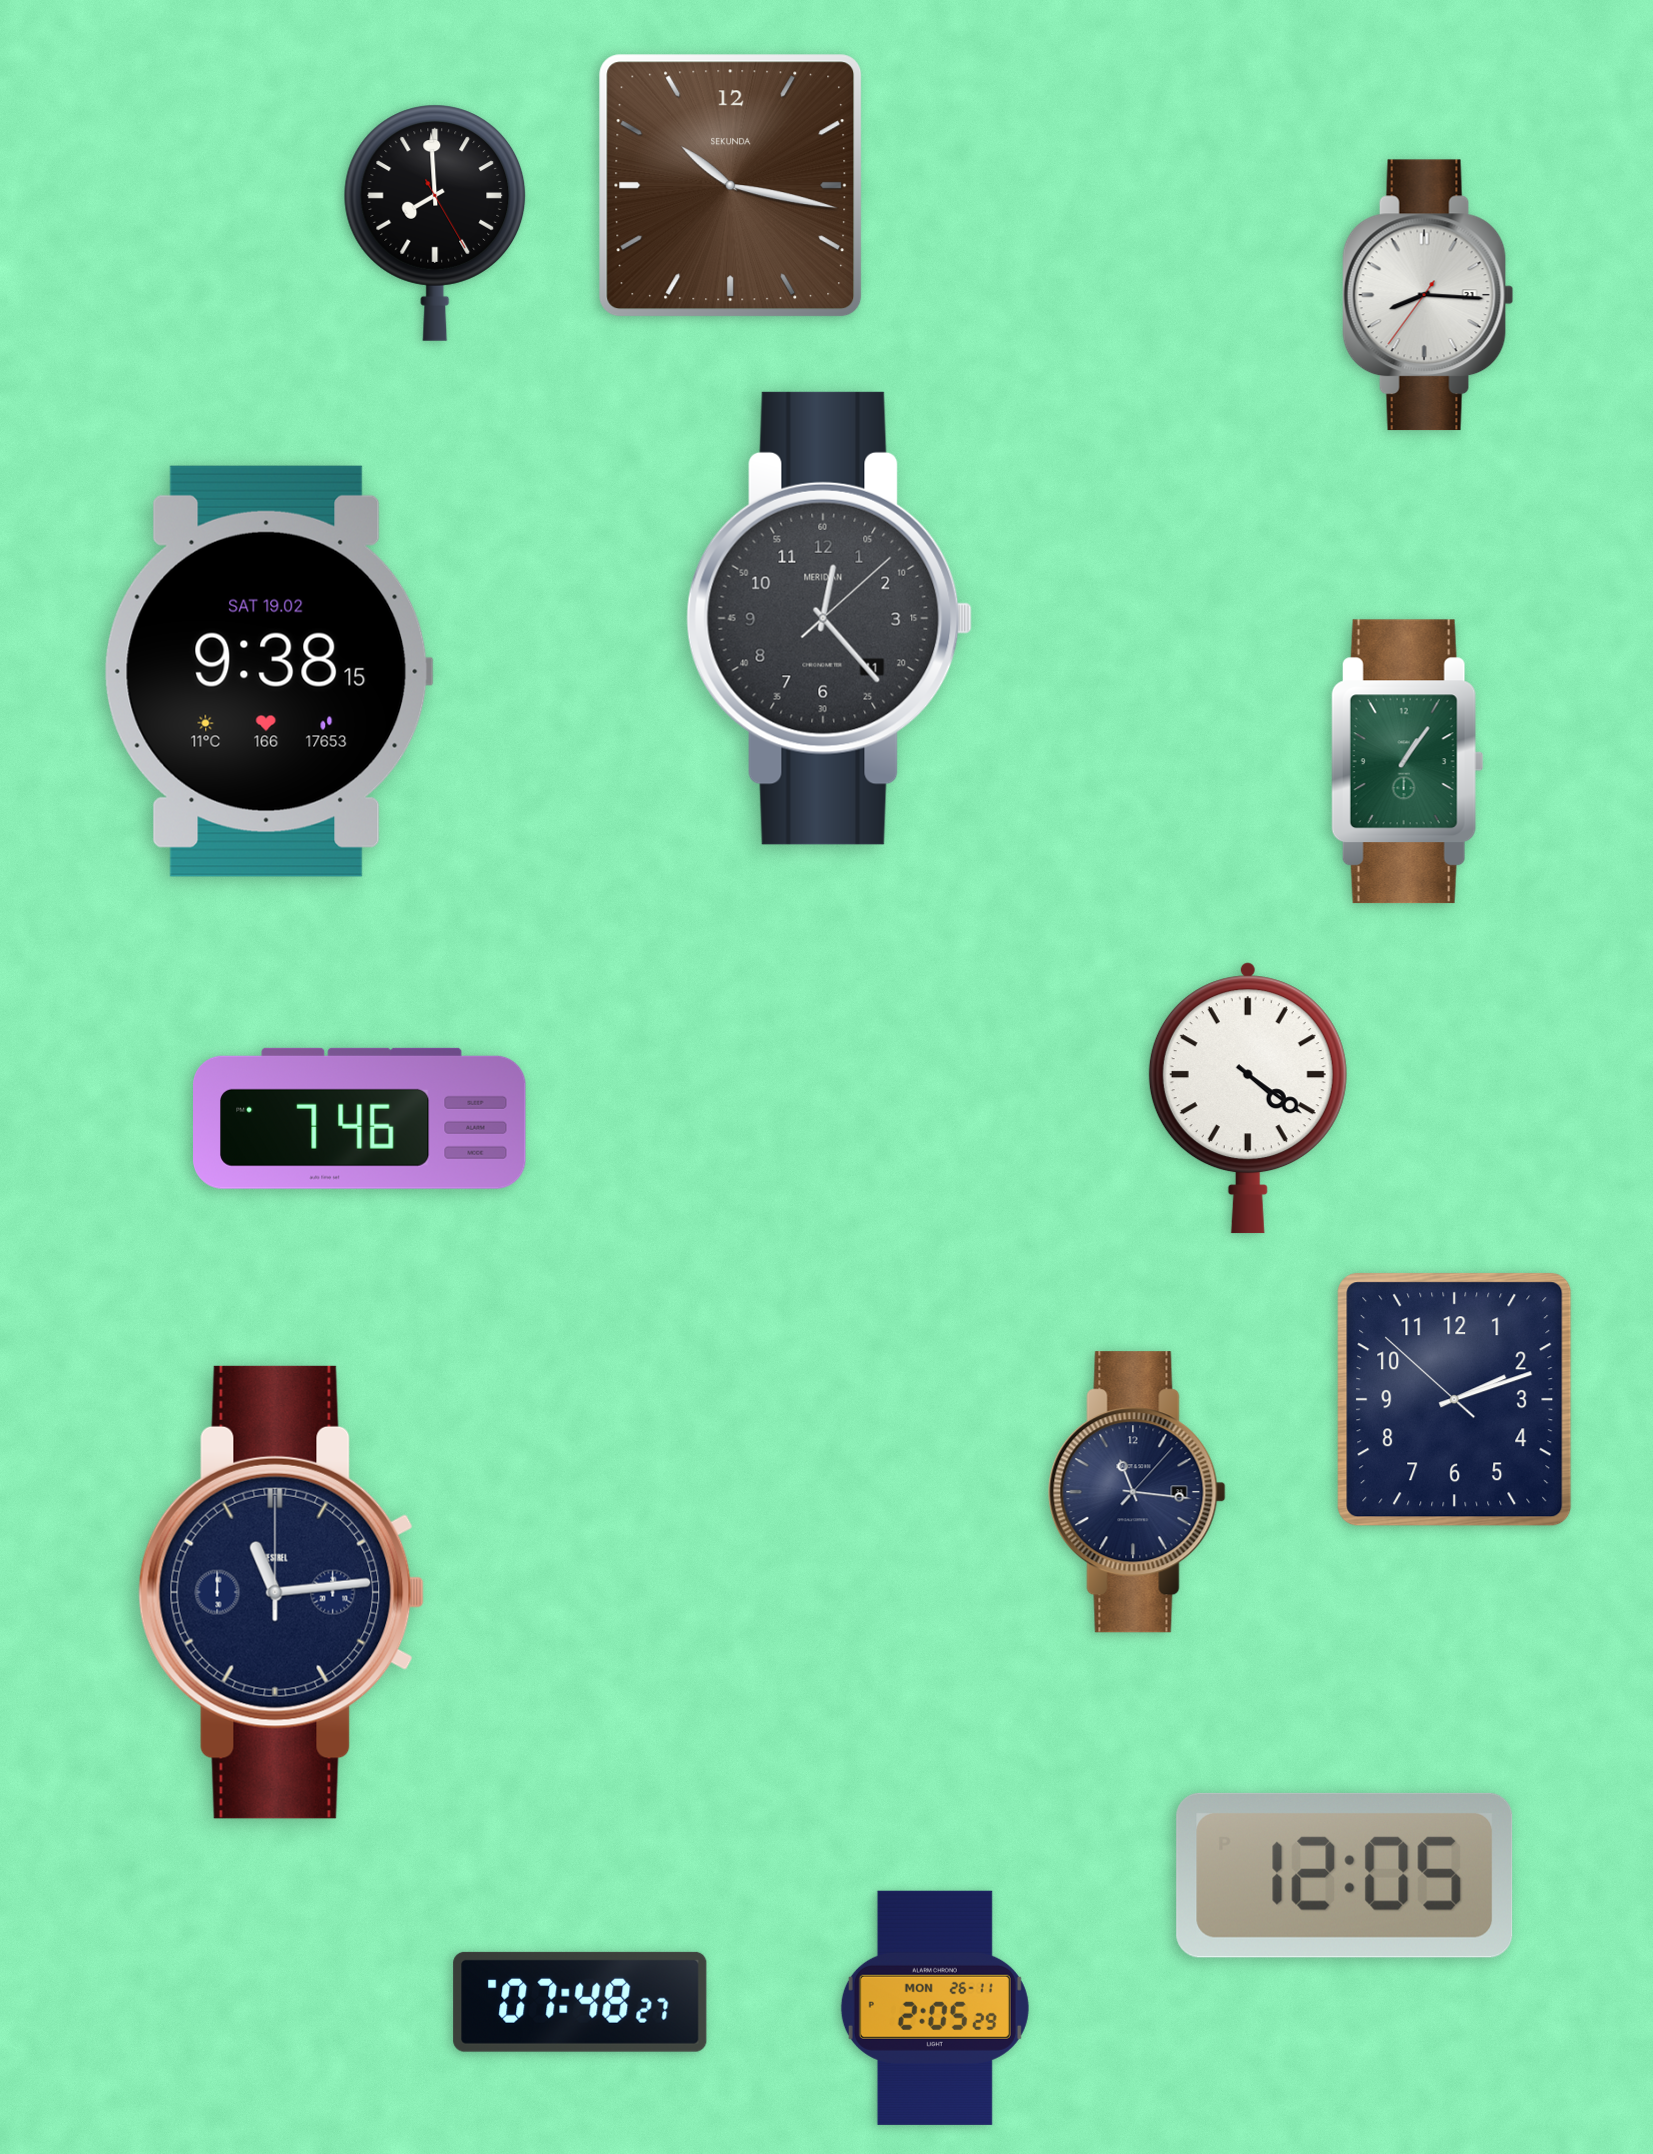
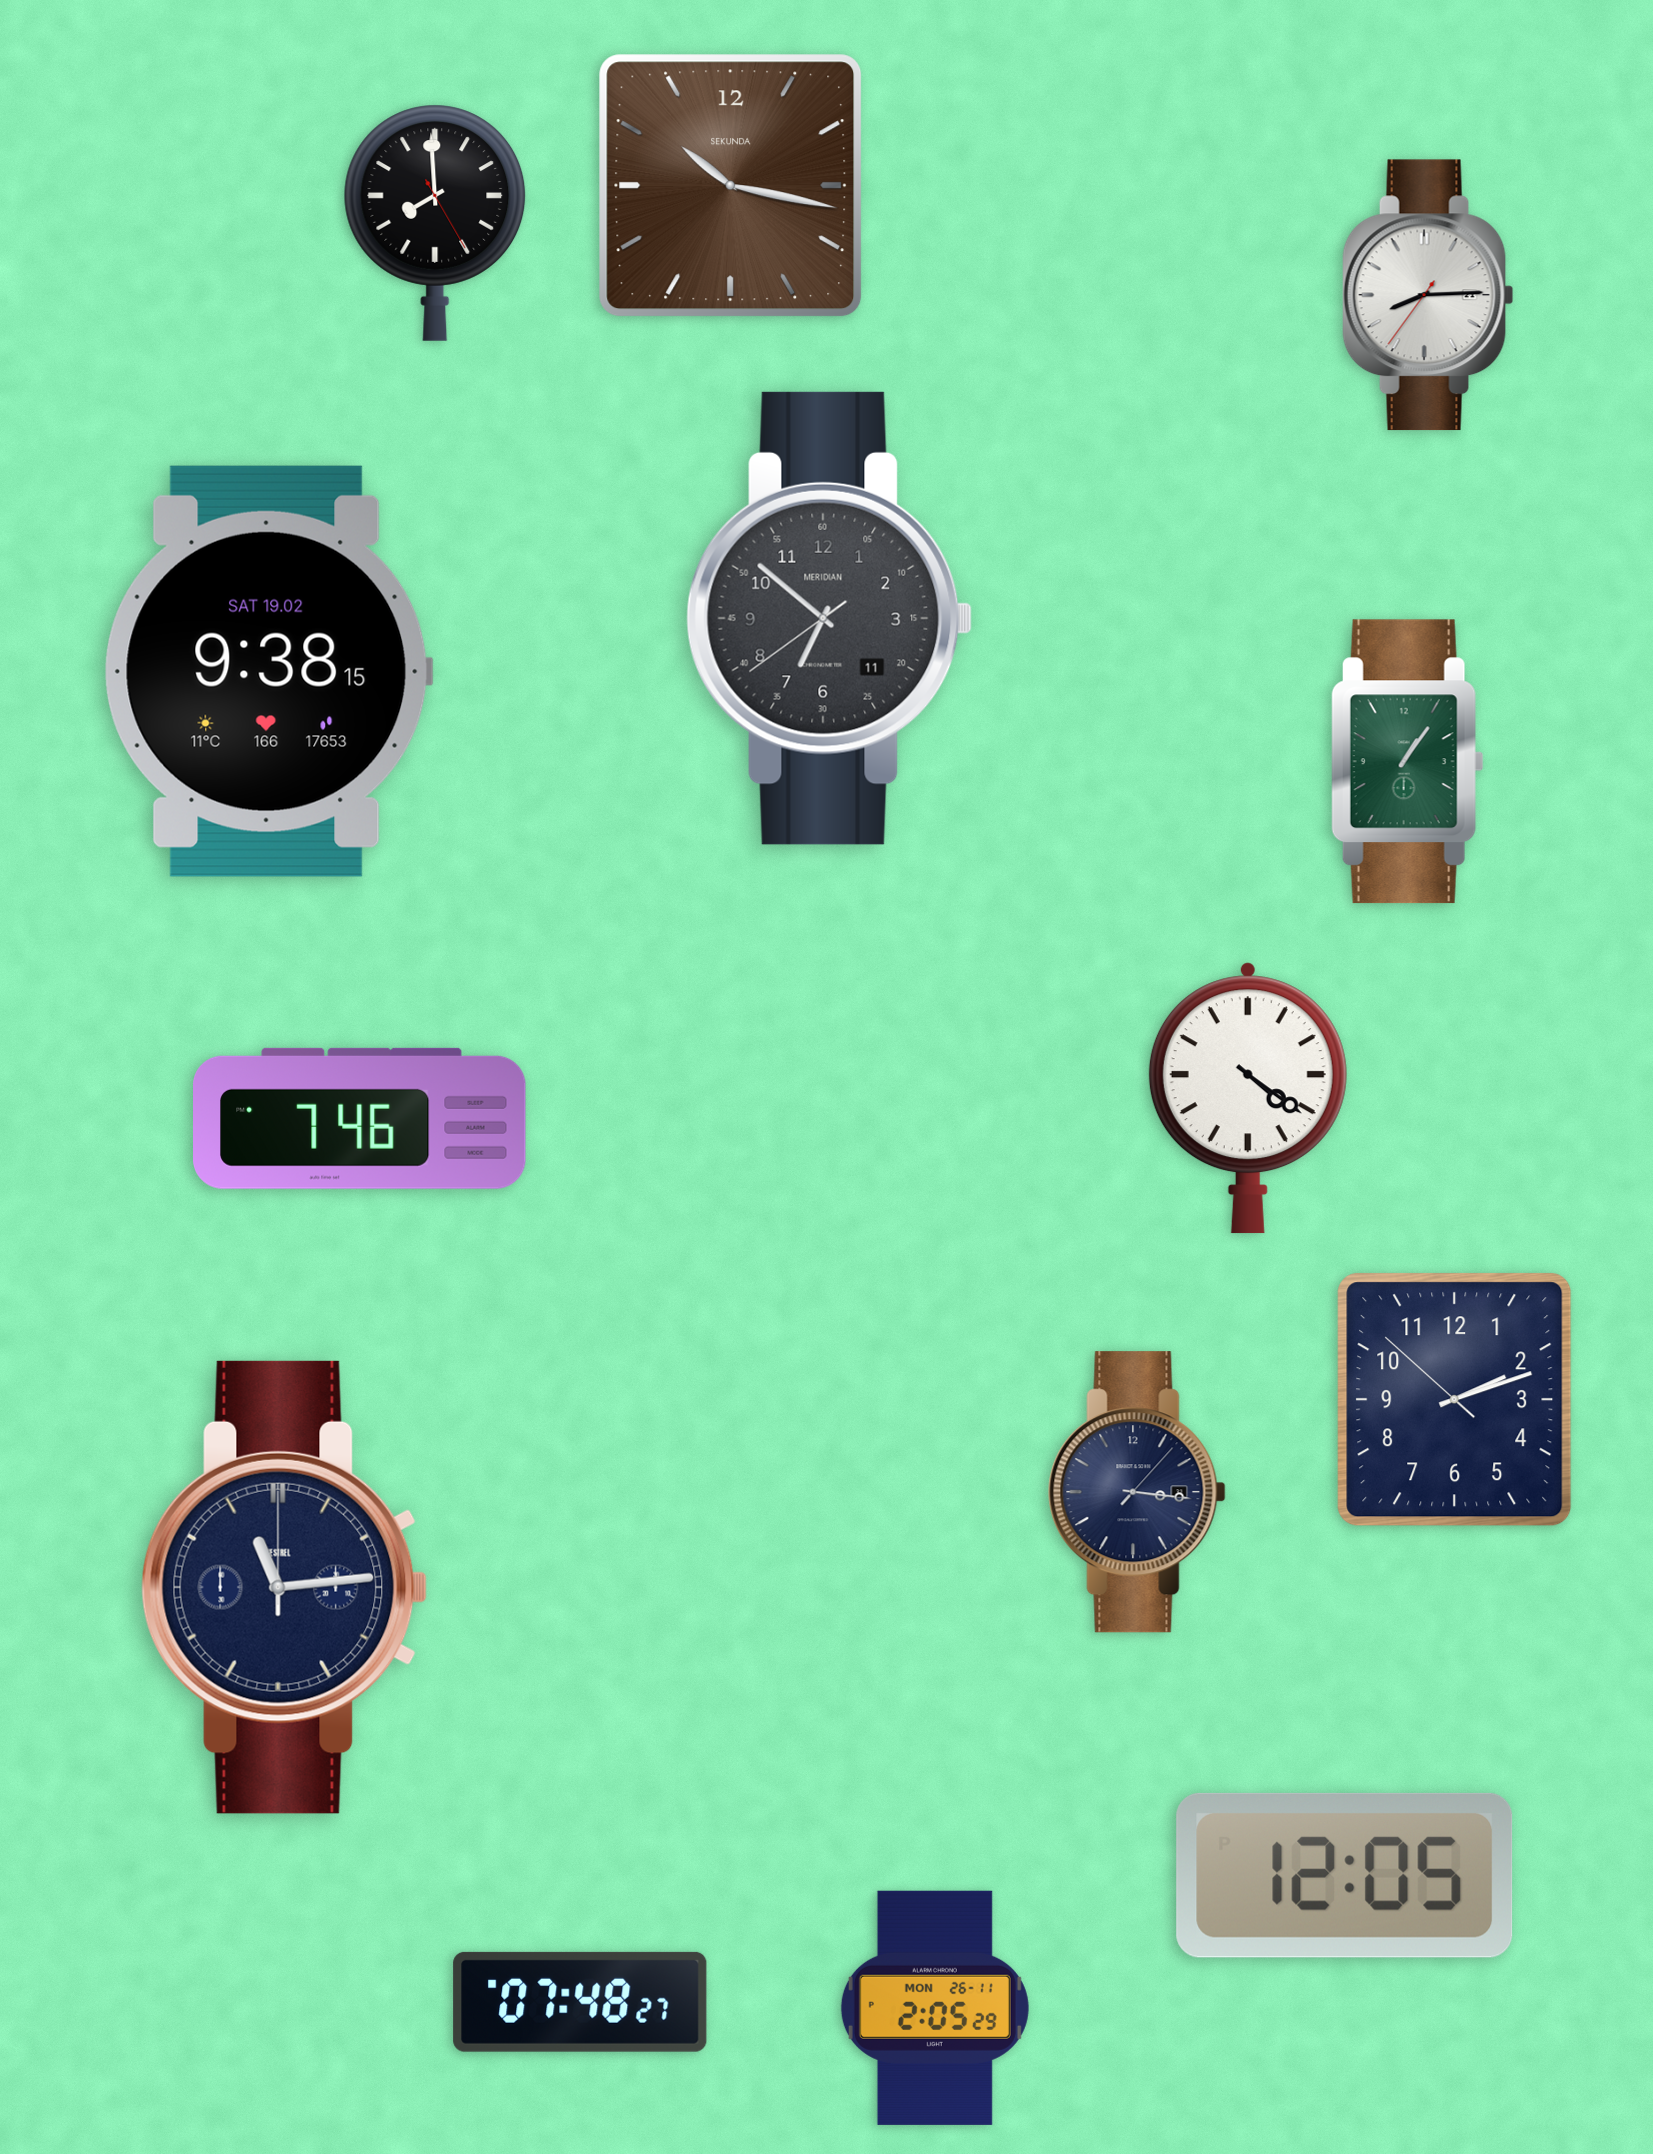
clock at (1428, 295): 8:15 -> 8:14
clock at (830, 618): 12:23 -> 6:51
clock at (1137, 1492): 11:16 -> 3:16
clock at (282, 1592) position: (282, 1592) -> (285, 1587)
